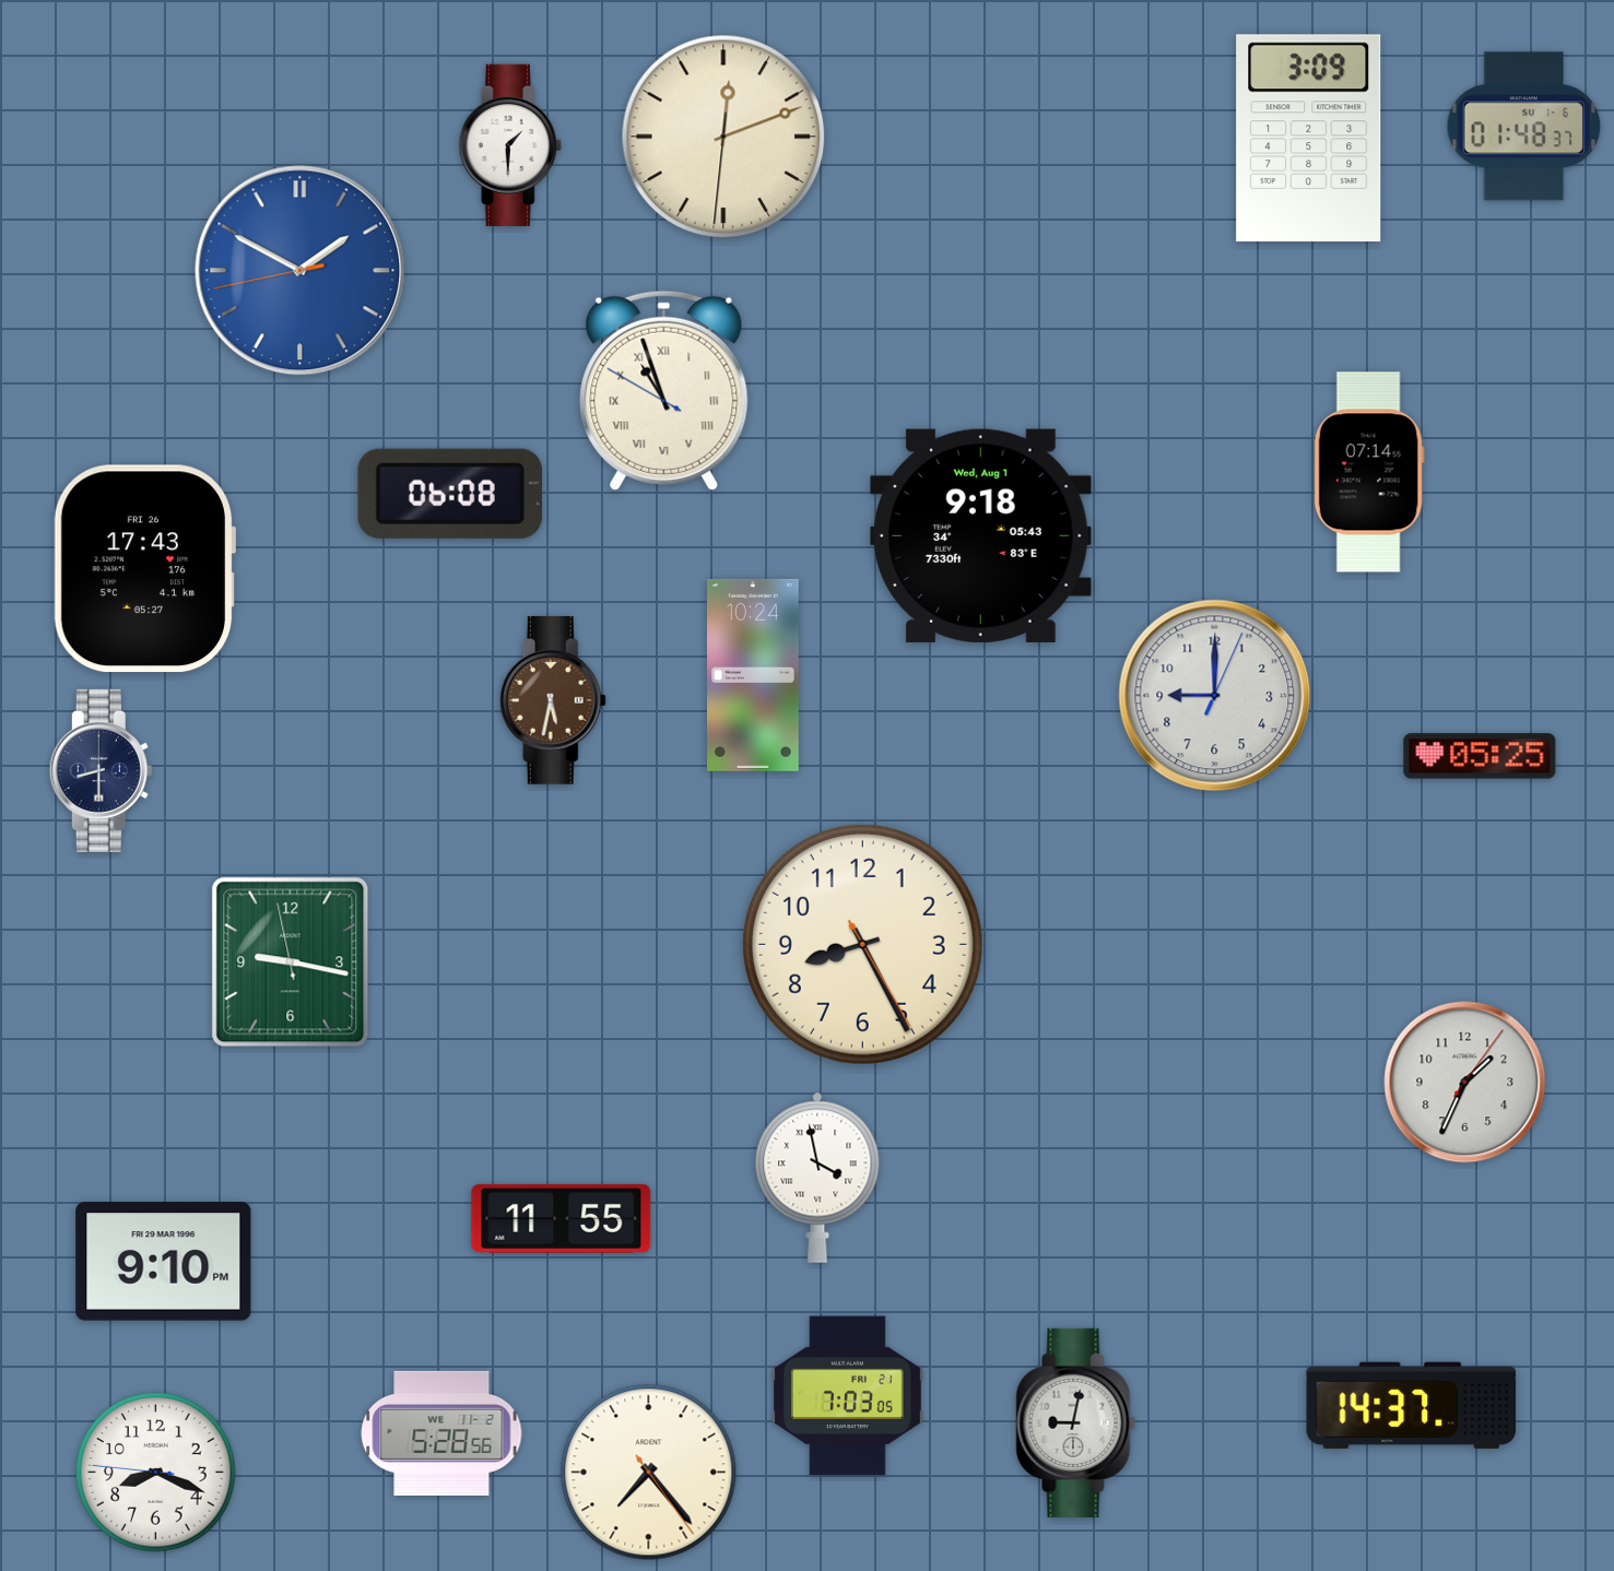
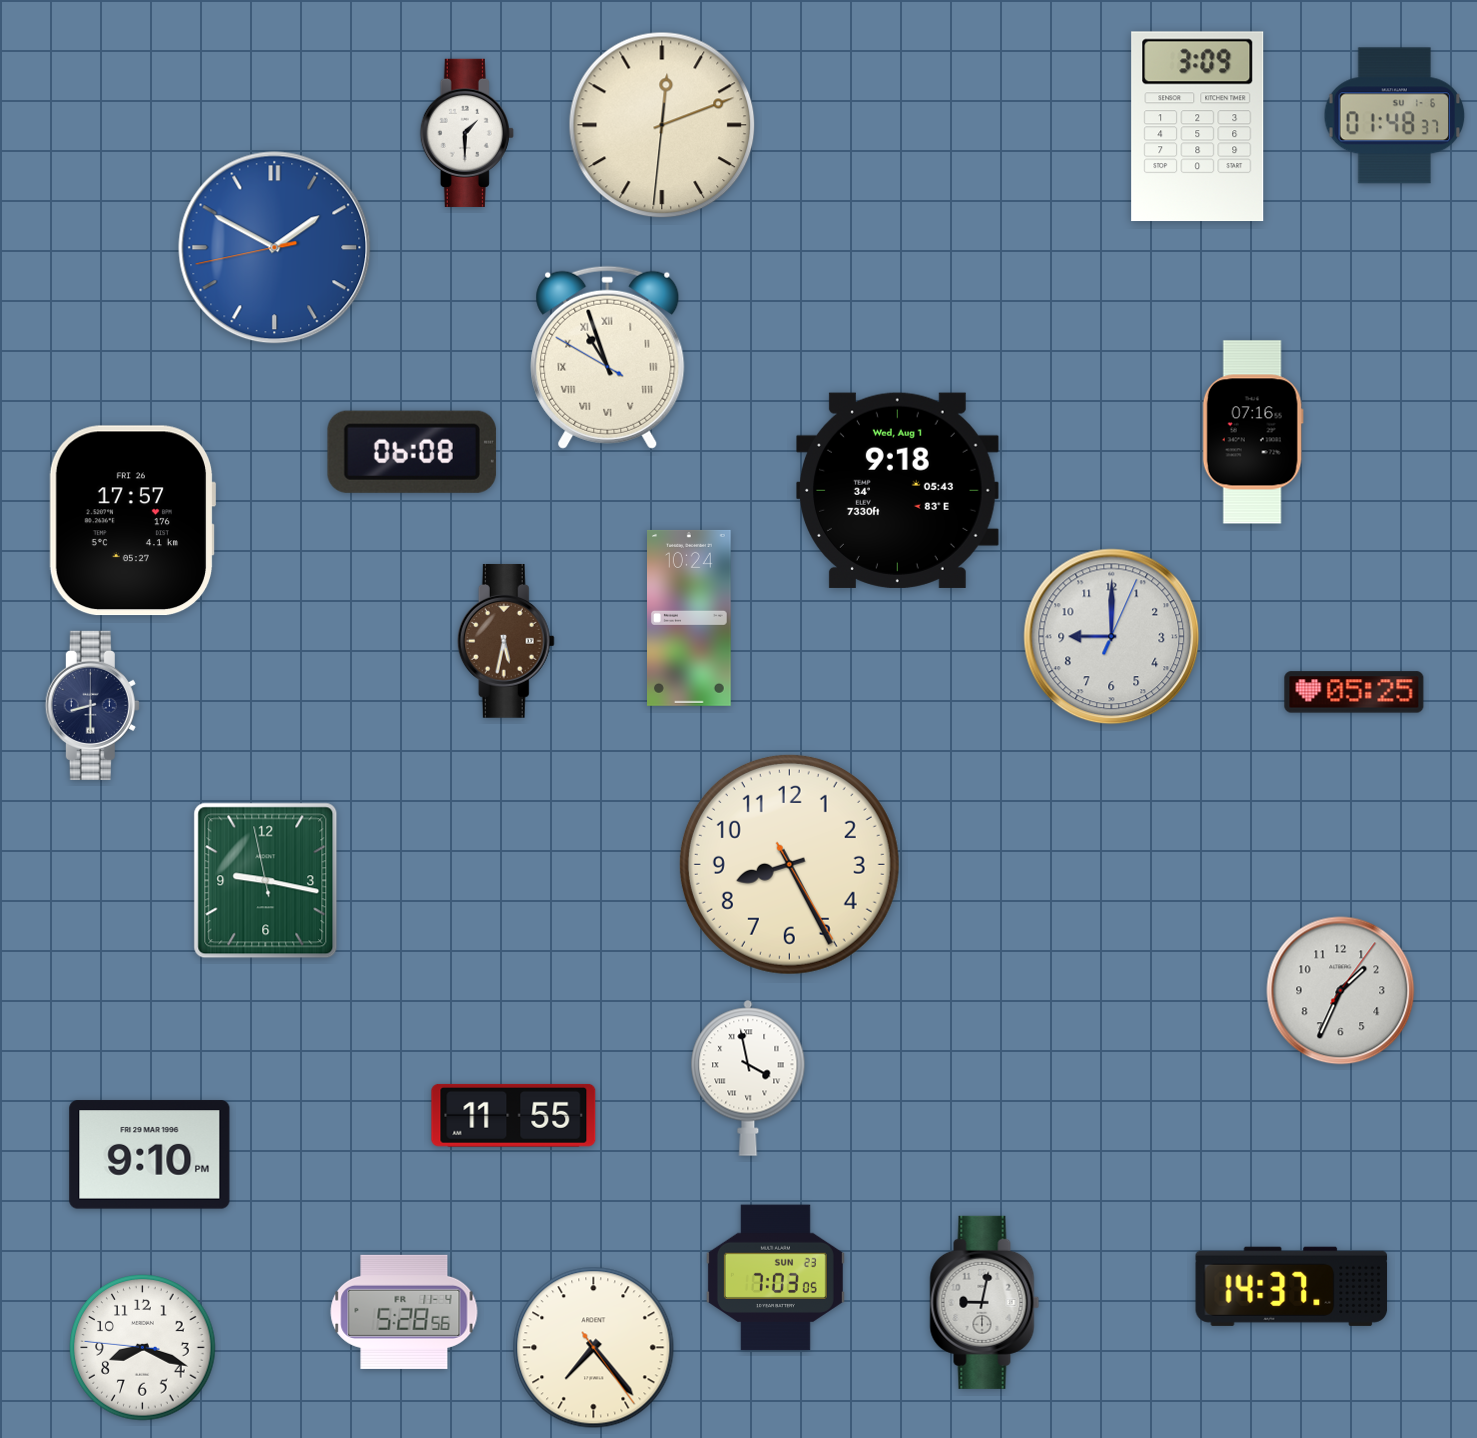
clock at (1369, 472): 07:14 -> 07:16
clock at (144, 569): 17:43 -> 17:57
clock at (847, 1396) date: FRI 21 -> SUN 23
clock at (441, 1433) date: WE 11-2 -> FR 11-4
